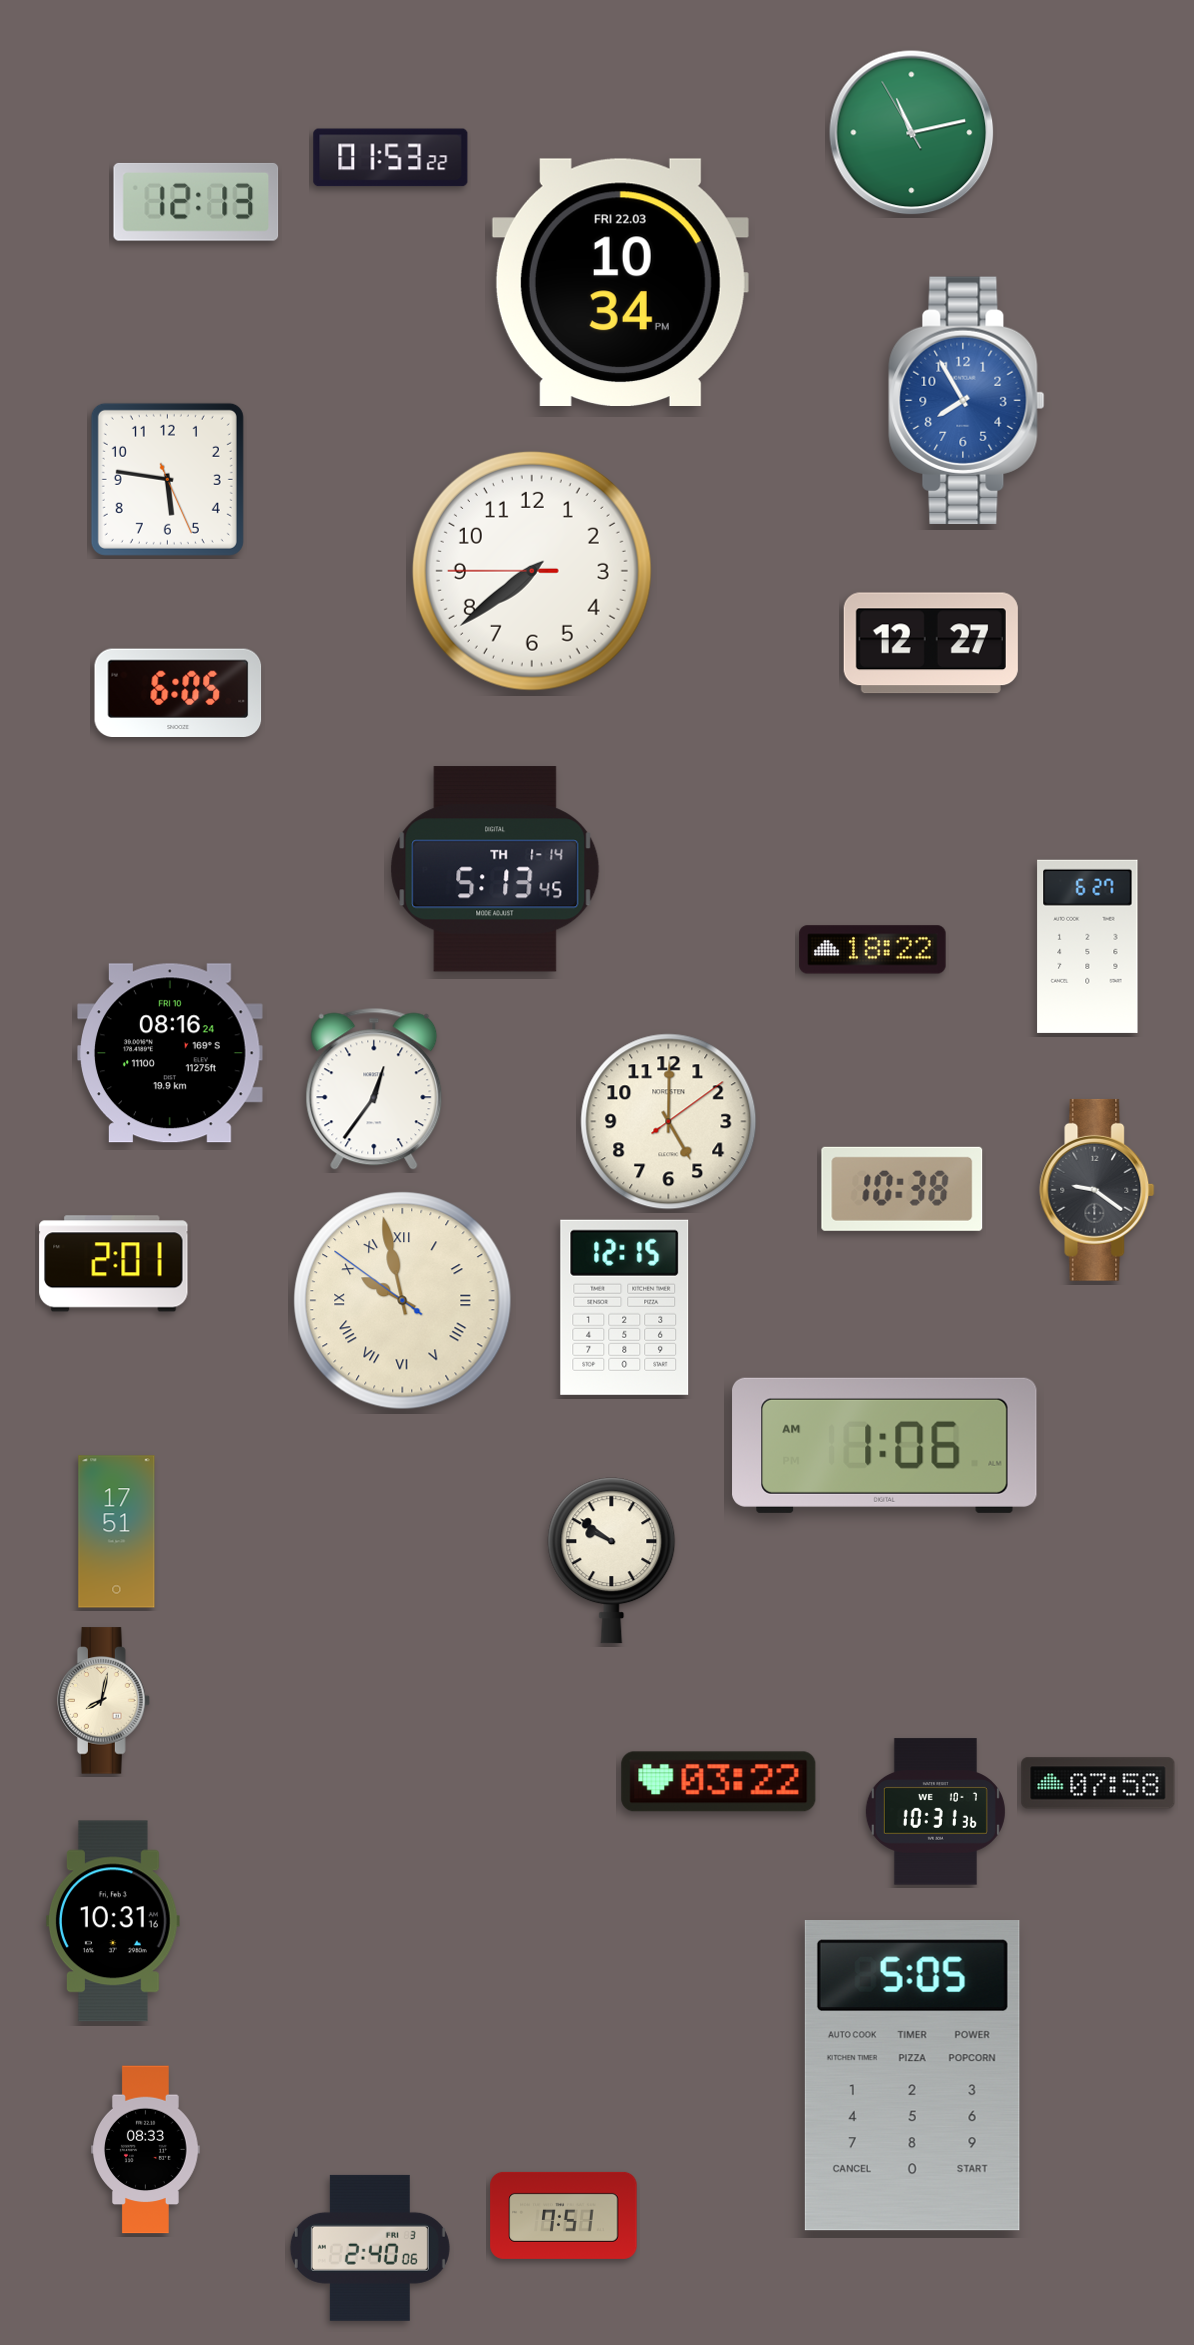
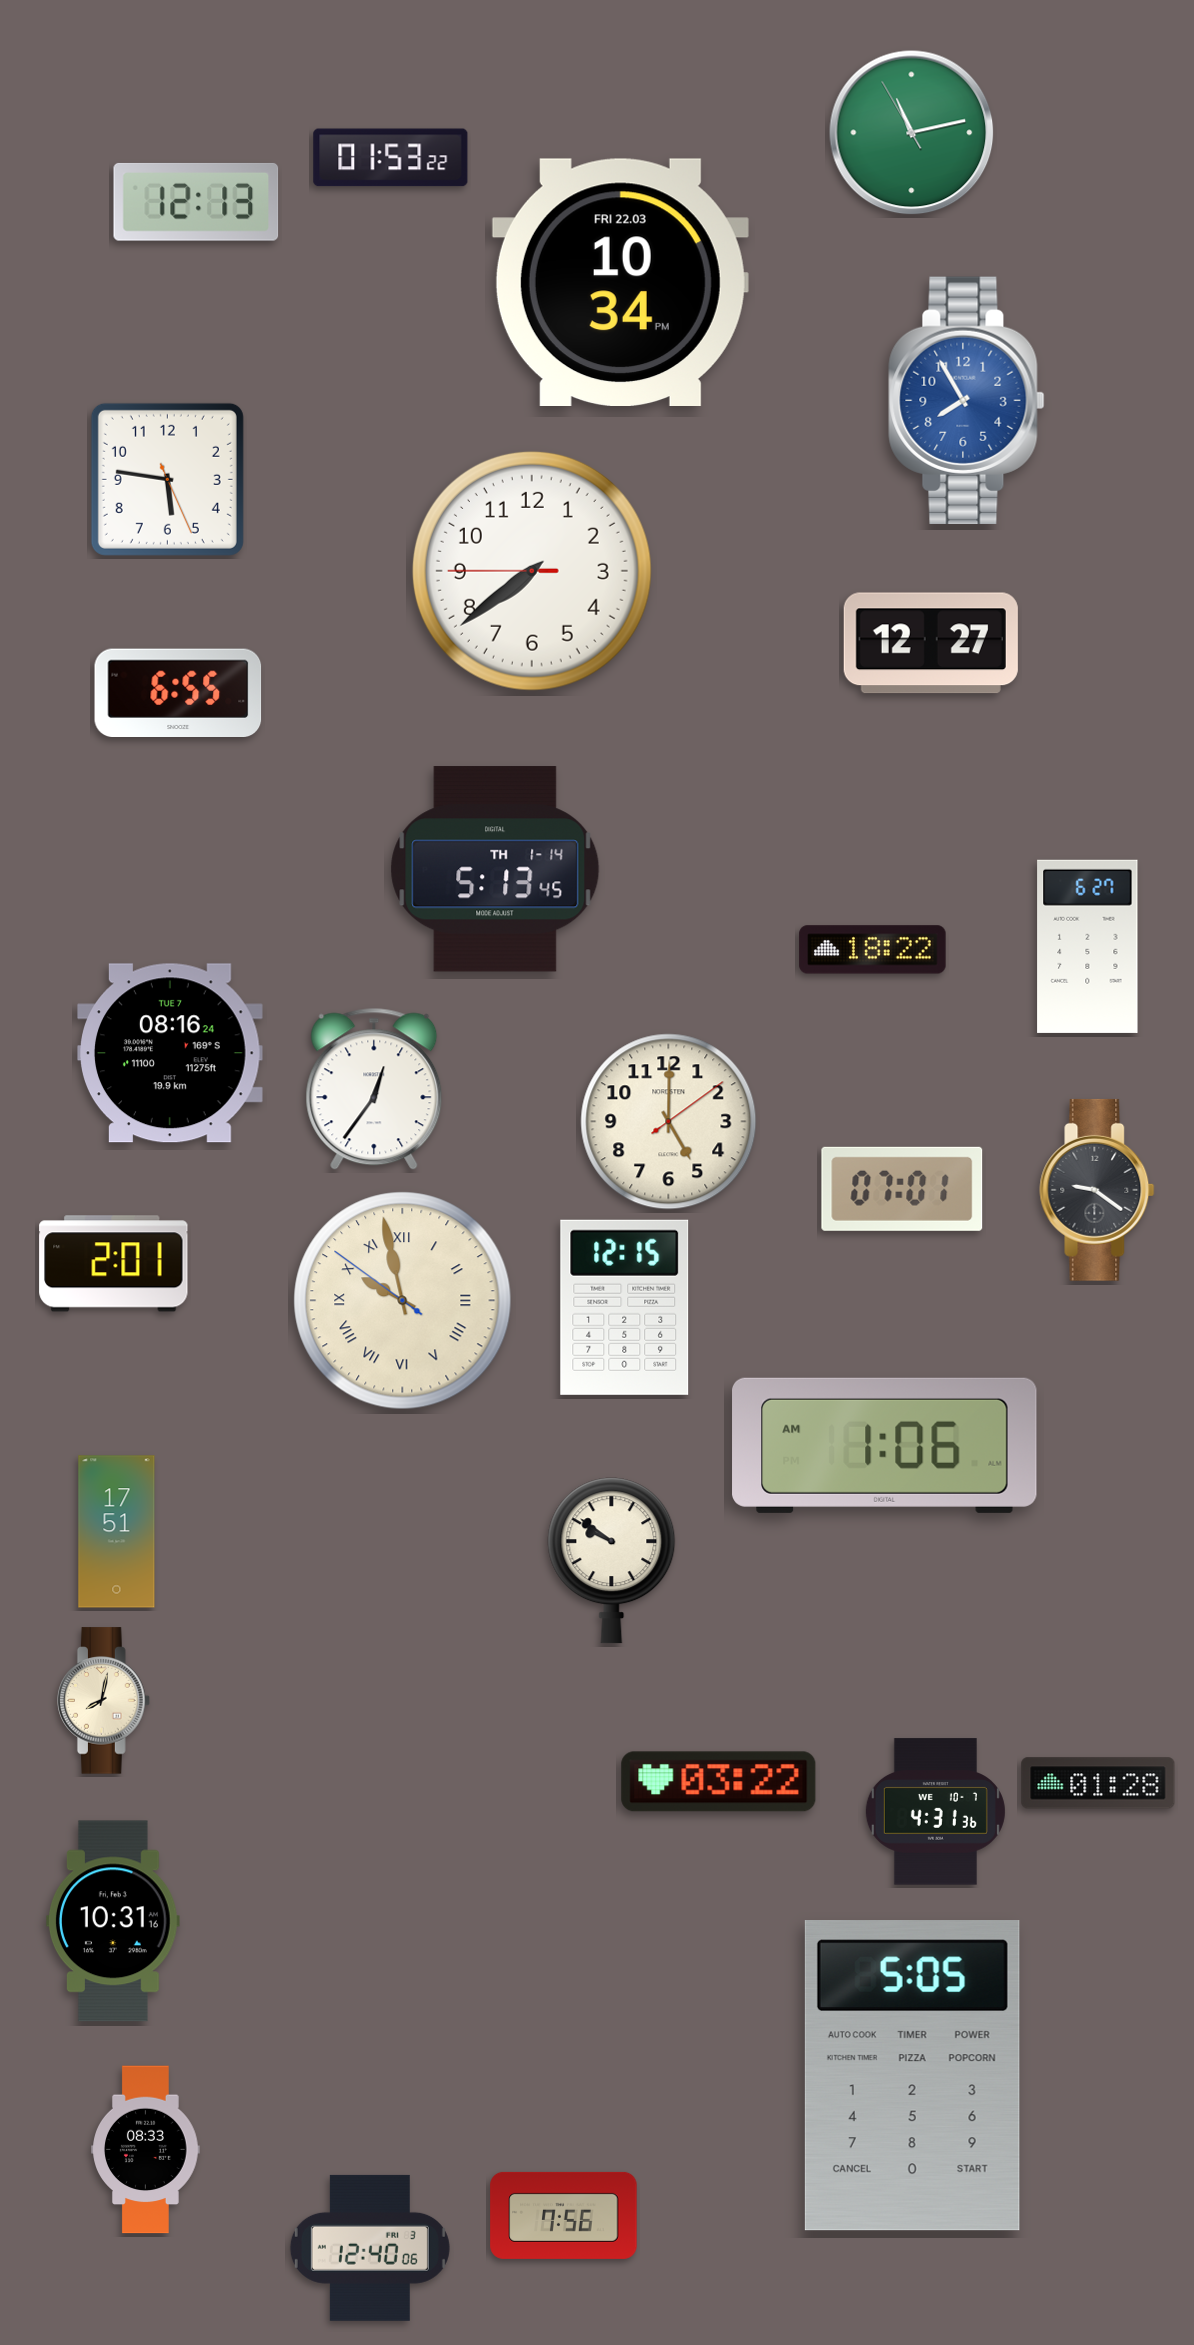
clock at (178, 692): 6:05 -> 6:55
clock at (170, 1053) date: FRI 10 -> TUE 7
clock at (902, 1189): 10:38 -> 07:01
clock at (1098, 1783): 07:58 -> 01:28
clock at (935, 1812): 10:31 -> 4:31
clock at (564, 2215): 7:51 -> 7:56
clock at (370, 2248): 2:40 -> 12:40
